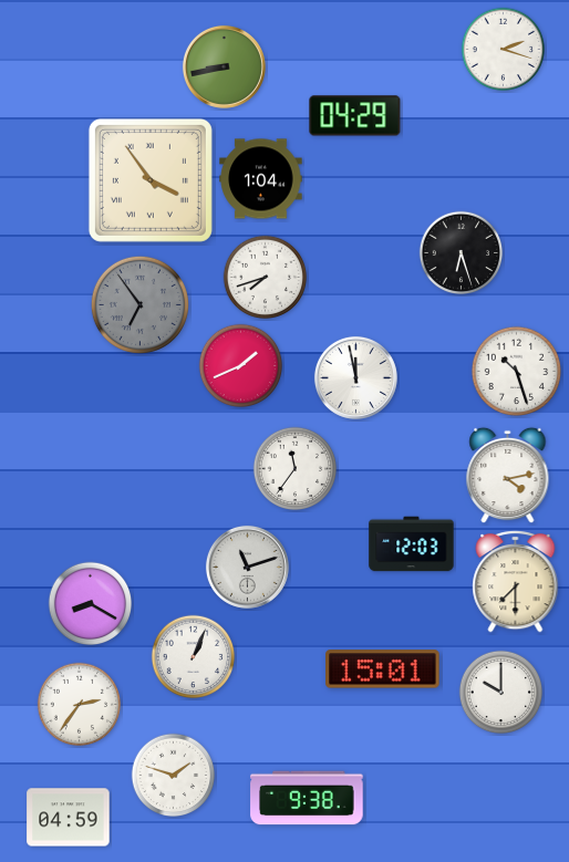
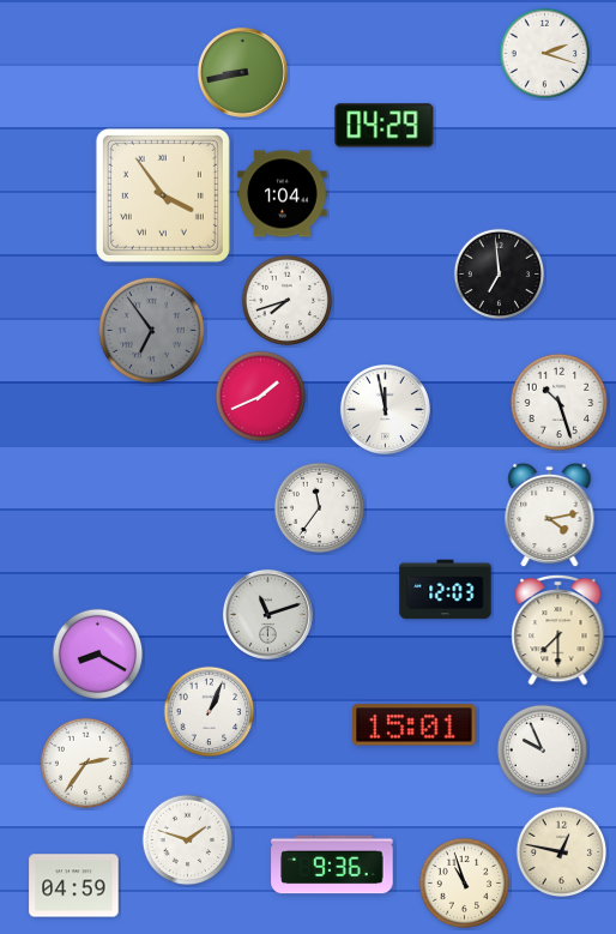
clock at (462, 253): 6:27 -> 6:59
clock at (501, 693): 10:00 -> 9:56
clock at (562, 852): none -> 12:47
clock at (307, 798): 9:38 -> 9:36
clock at (465, 884): none -> 10:57
